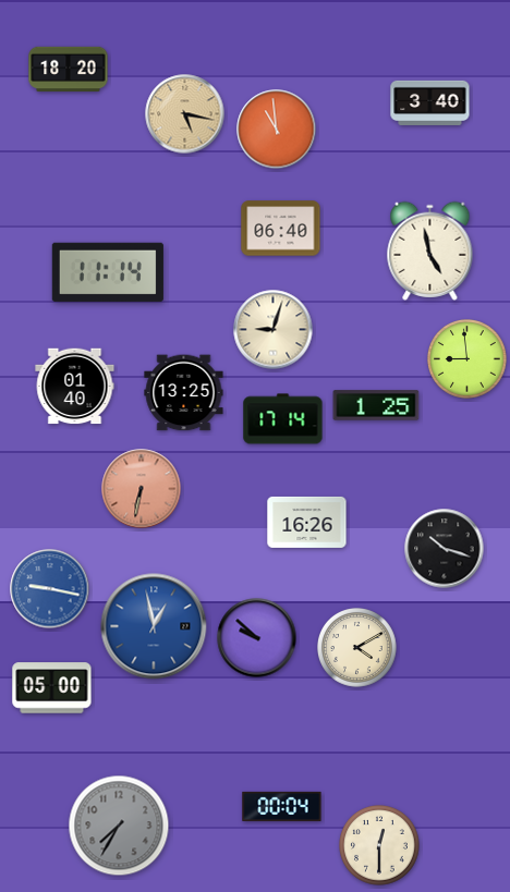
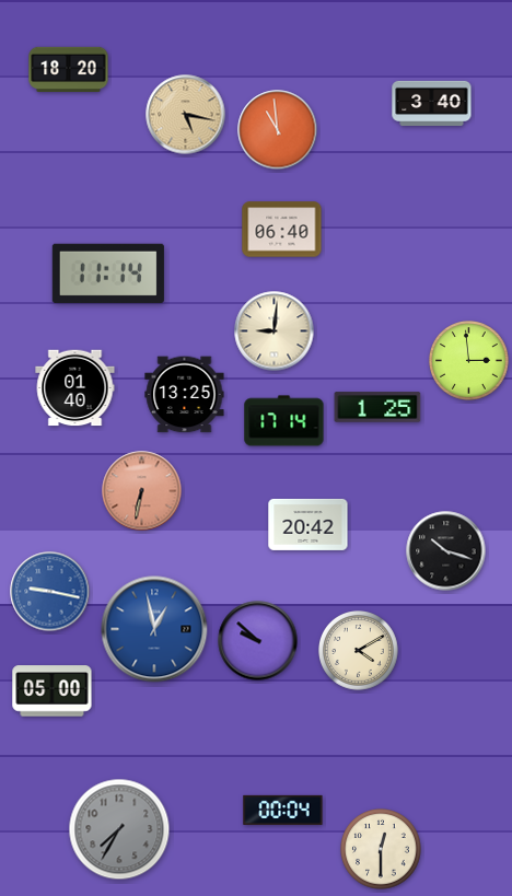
clock at (430, 251): 4:58 -> none
clock at (274, 330): 9:03 -> 9:01
clock at (467, 359): 8:59 -> 2:59
clock at (307, 522): 16:26 -> 20:42
